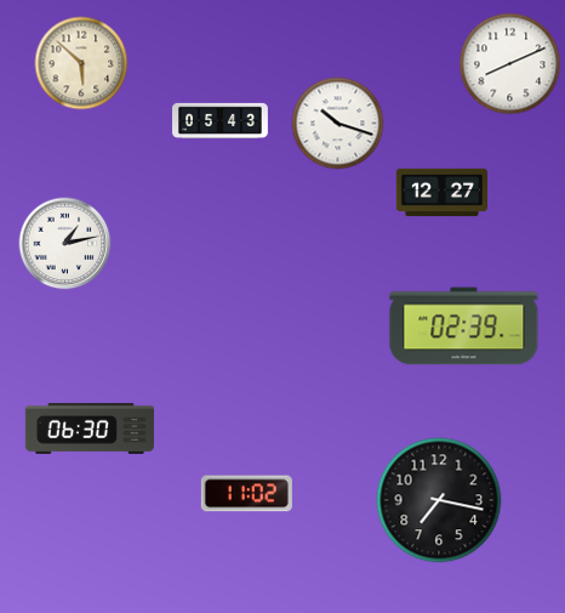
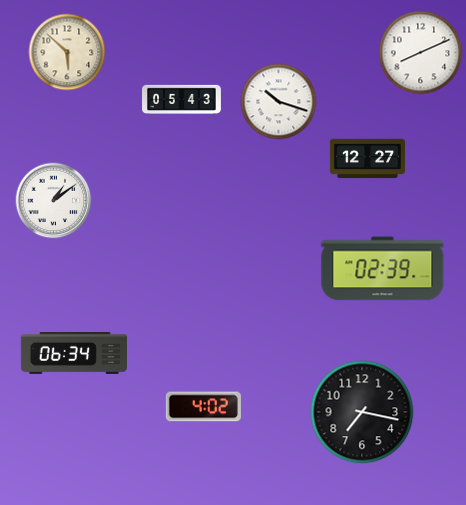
clock at (441, 193) position: (441, 193) -> (367, 159)
clock at (65, 244): 1:13 -> 1:09
clock at (90, 430): 06:30 -> 06:34
clock at (246, 494): 11:02 -> 4:02
